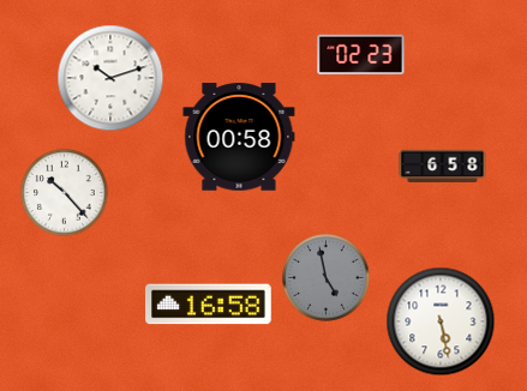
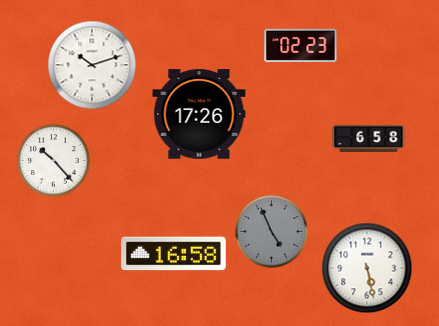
clock at (239, 137): 00:58 -> 17:26
clock at (327, 278): 4:58 -> 4:56
